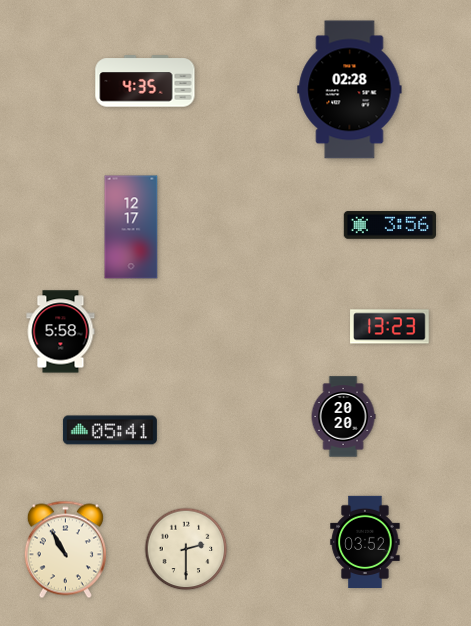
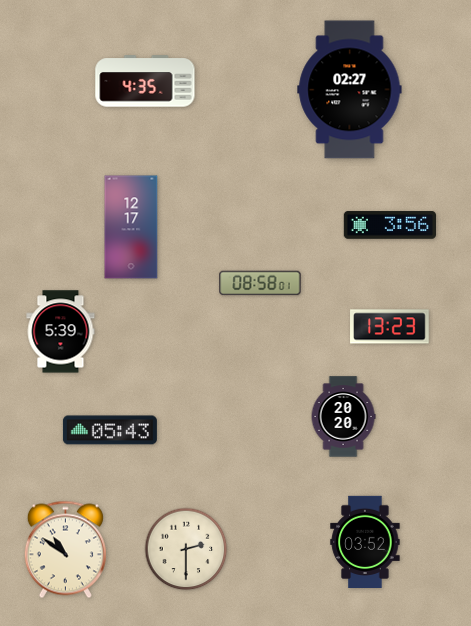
clock at (350, 90): 02:28 -> 02:27
clock at (260, 283): none -> 08:58
clock at (61, 332): 5:58 -> 5:39
clock at (110, 430): 05:41 -> 05:43
clock at (65, 550): 10:55 -> 10:51
